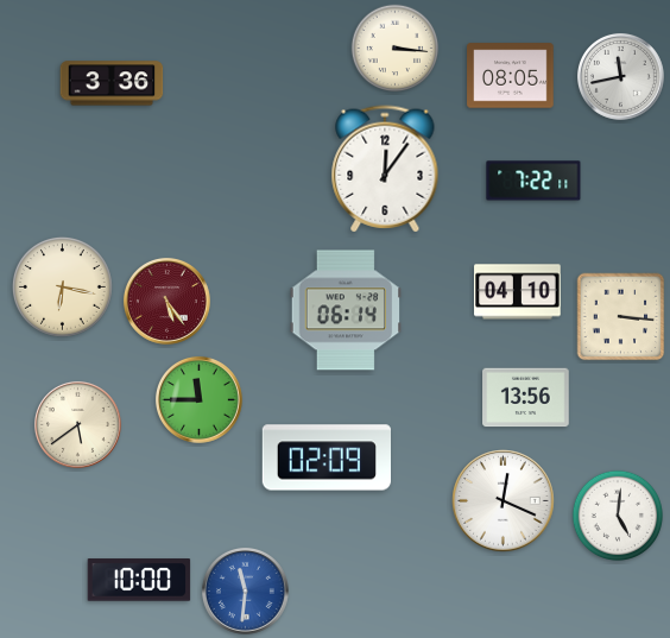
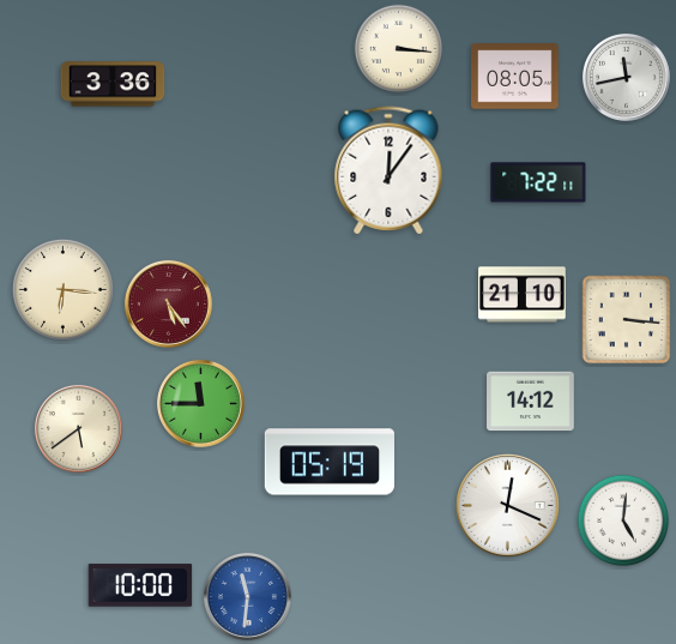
clock at (63, 288): 6:17 -> 6:16
clock at (518, 292): 04:10 -> 21:10
clock at (346, 310): 06:14 -> none
clock at (526, 398): 13:56 -> 14:12
clock at (325, 457): 02:09 -> 05:19
